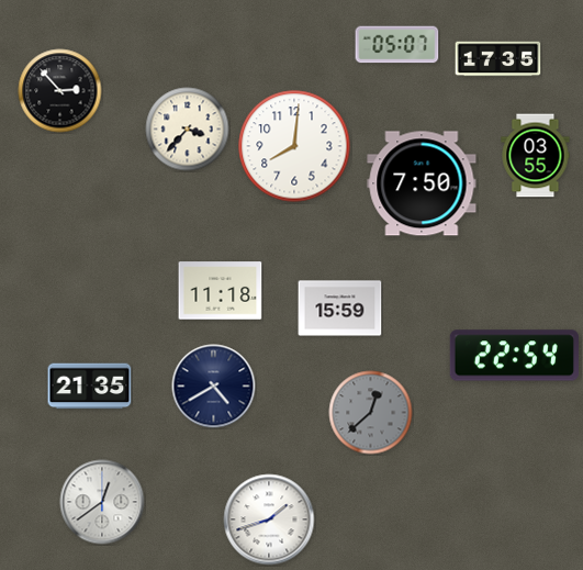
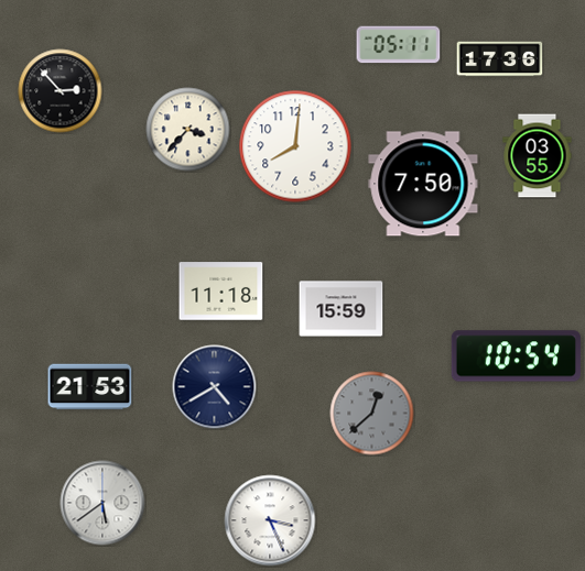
clock at (397, 45): 05:07 -> 05:11
clock at (498, 59): 17:35 -> 17:36
clock at (514, 356): 22:54 -> 10:54
clock at (90, 387): 21:35 -> 21:53
clock at (102, 502): 12:39 -> 5:39
clock at (269, 519): 1:42 -> 3:26
